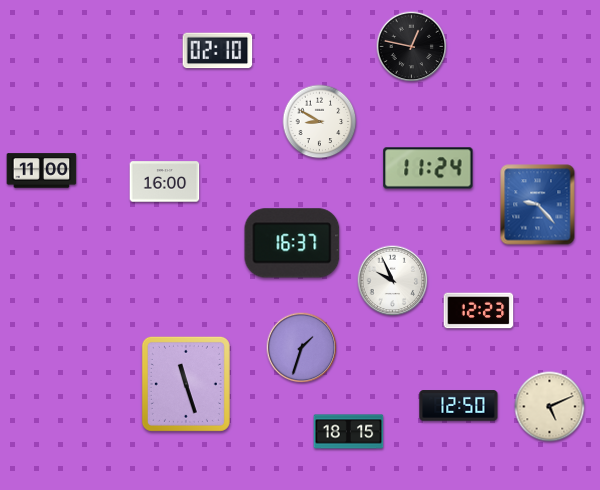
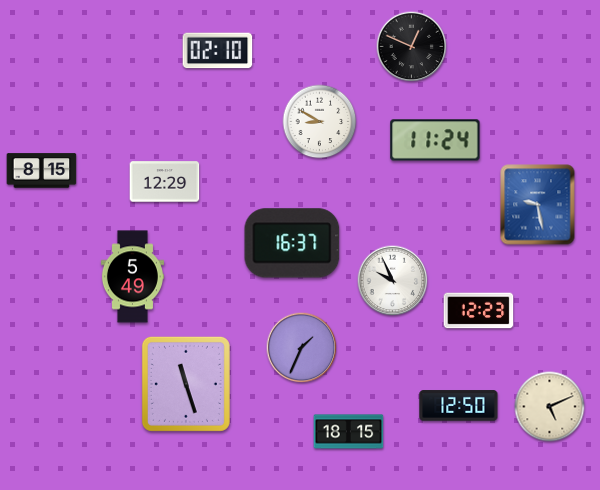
clock at (412, 47): 12:47 -> 12:49
clock at (428, 168) position: (428, 168) -> (435, 140)
clock at (42, 171): 11:00 -> 8:15
clock at (165, 182): 16:00 -> 12:29
clock at (538, 205): 9:23 -> 9:28
clock at (132, 277): none -> 5:49
clock at (302, 348): 1:33 -> 1:34
